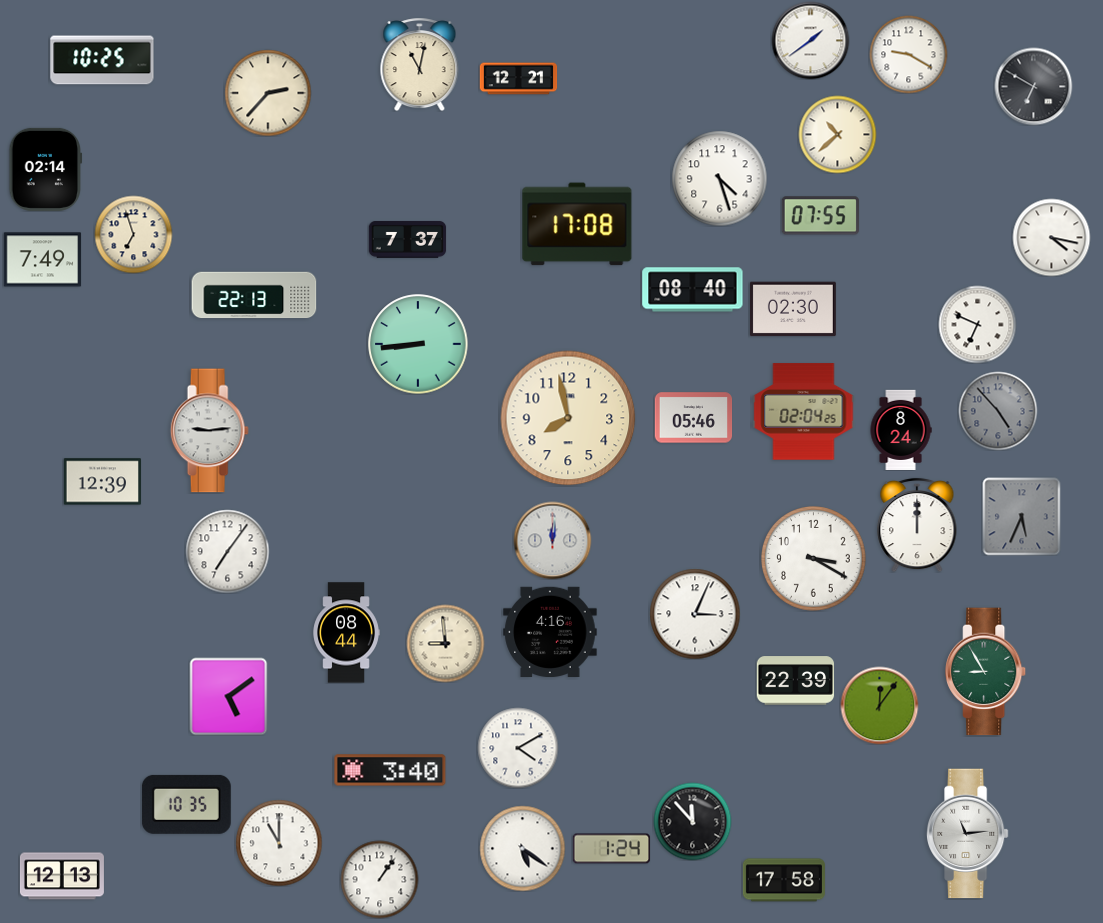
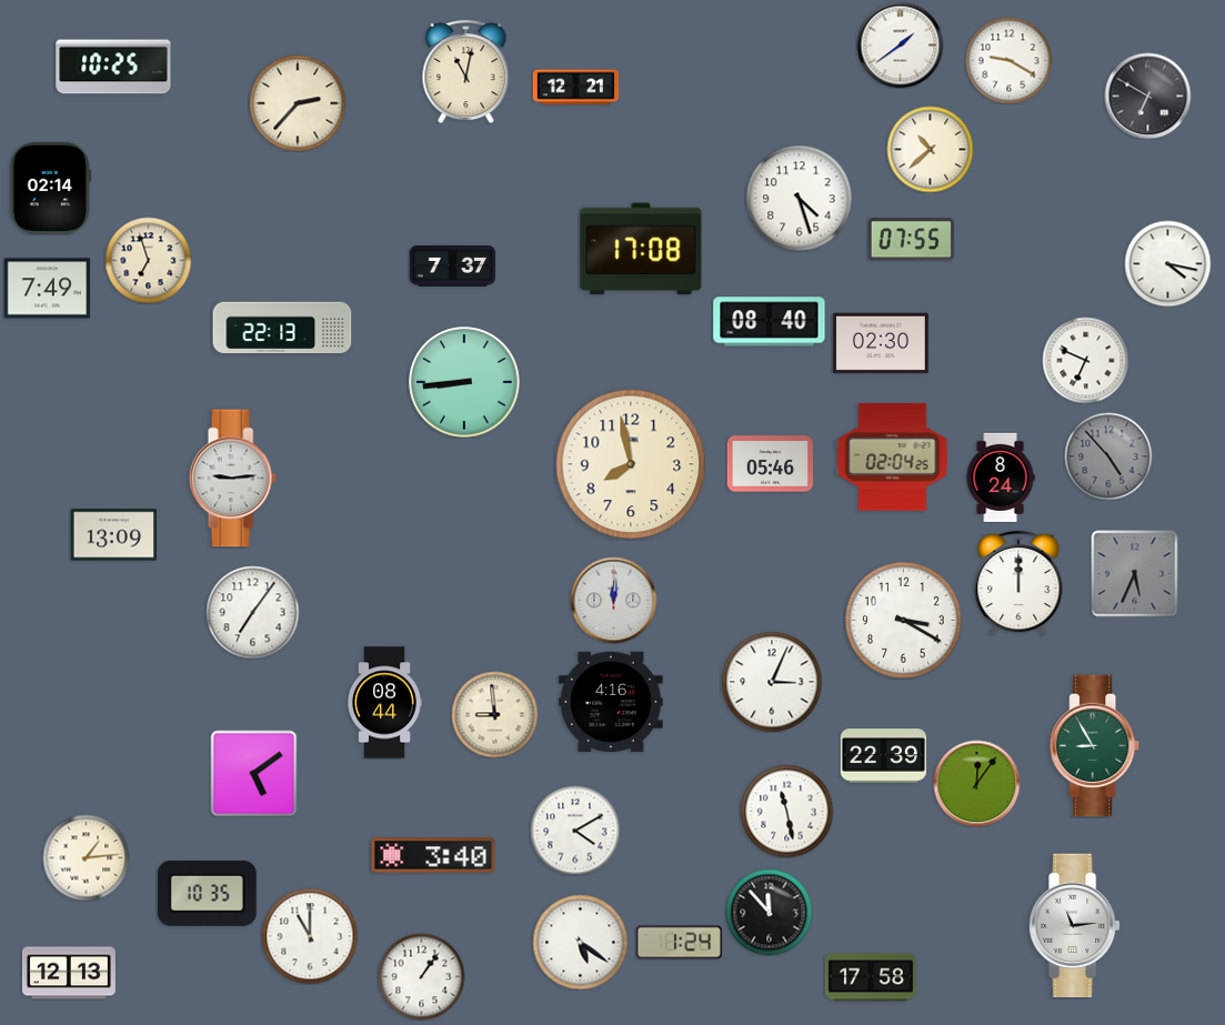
clock at (102, 482): 12:39 -> 13:09
clock at (786, 811): none -> 11:28
clock at (86, 857): none -> 1:14
